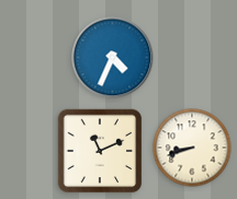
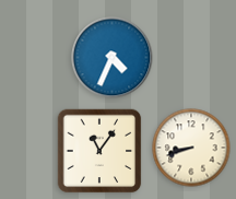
clock at (100, 151): 11:11 -> 11:06
